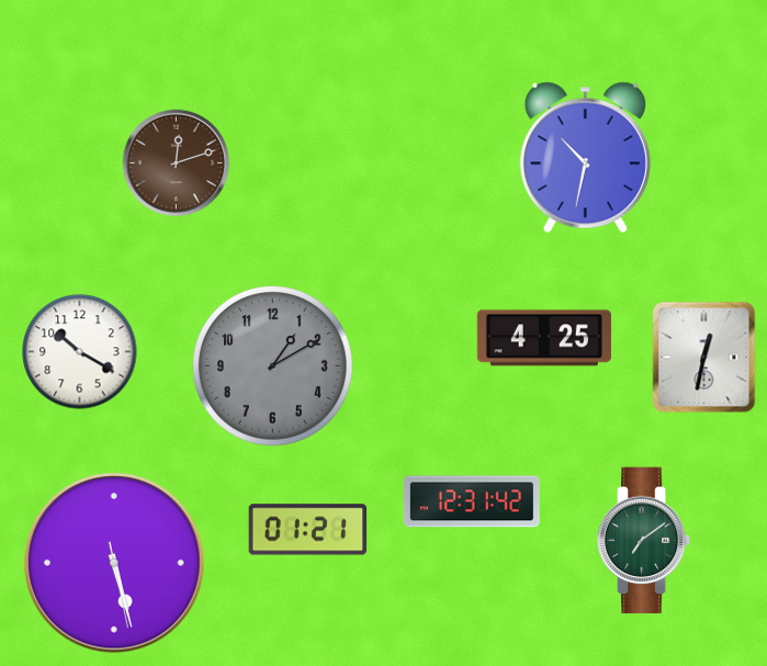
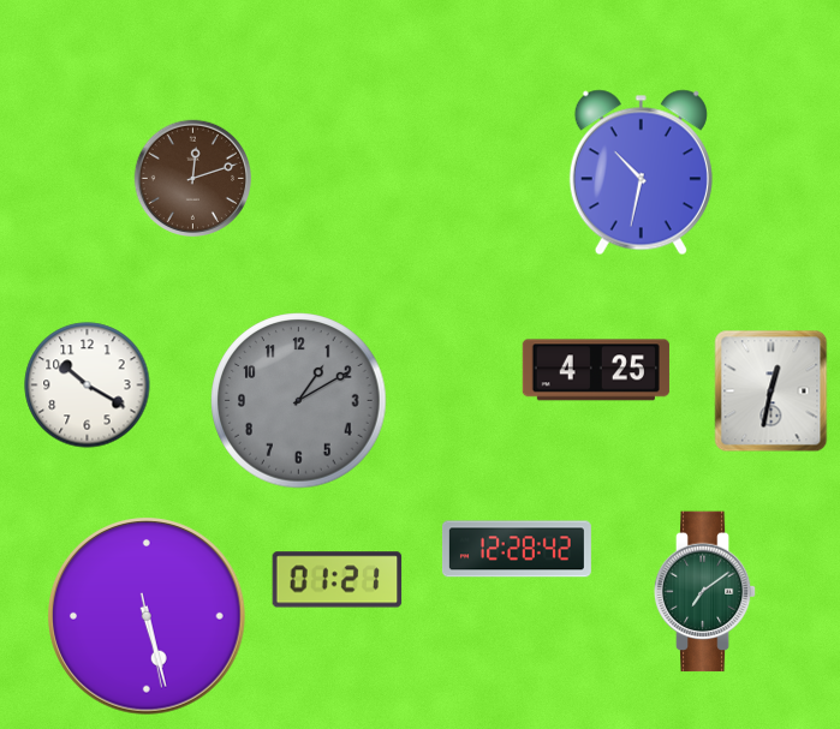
clock at (472, 501): 12:31 -> 12:28
clock at (115, 564) position: (115, 564) -> (148, 617)
